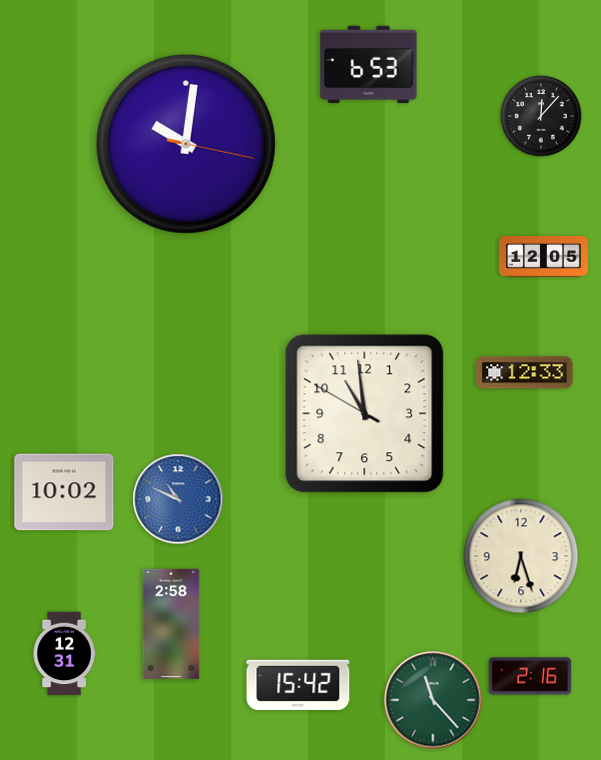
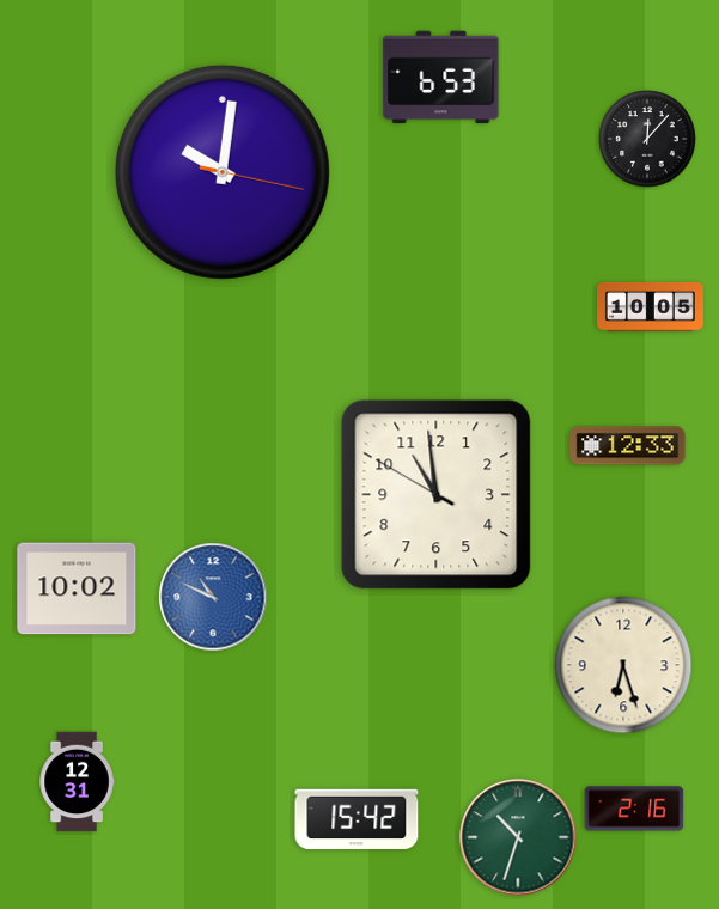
clock at (543, 256): 12:05 -> 10:05
clock at (171, 624): 2:58 -> none
clock at (433, 700): 11:23 -> 10:33
